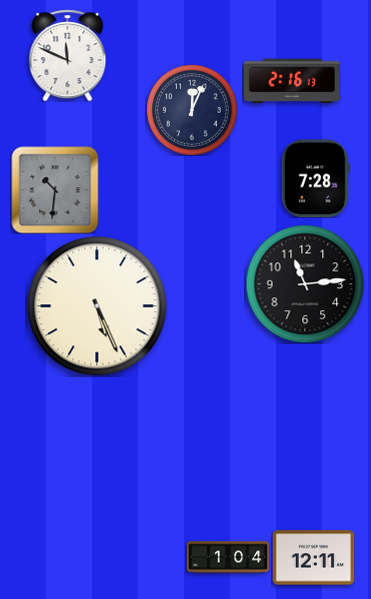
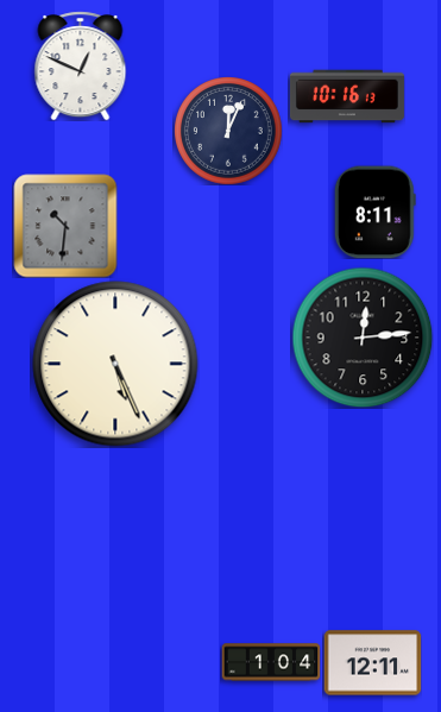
clock at (68, 55): 11:49 -> 12:49
clock at (292, 81): 2:16 -> 10:16
clock at (315, 178): 7:28 -> 8:11
clock at (305, 284): 11:14 -> 12:14
